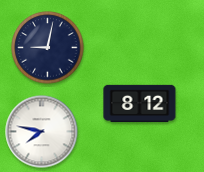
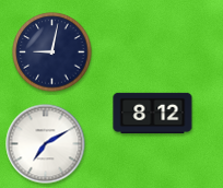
clock at (42, 132): 7:47 -> 7:10
